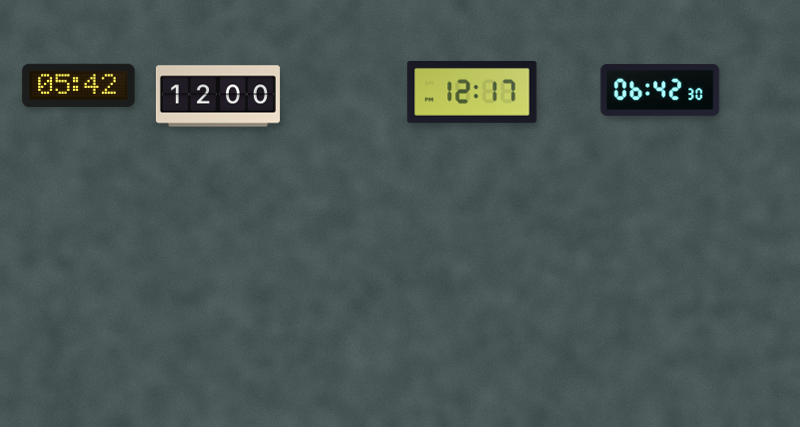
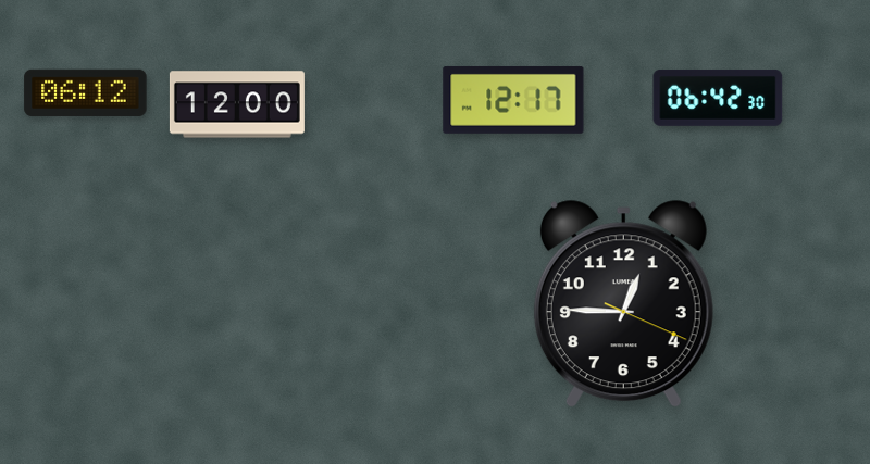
clock at (79, 85): 05:42 -> 06:12
clock at (623, 304): none -> 12:45
